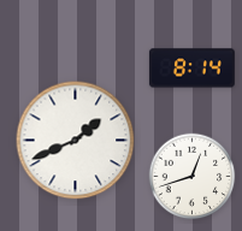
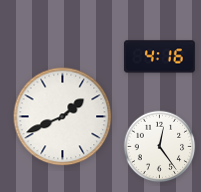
clock at (191, 69): 8:14 -> 4:16
clock at (193, 177): 12:42 -> 12:24
